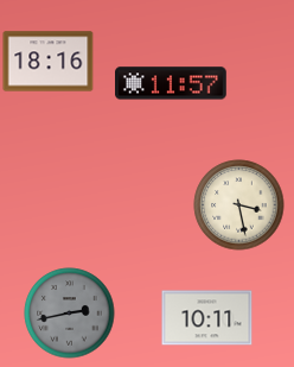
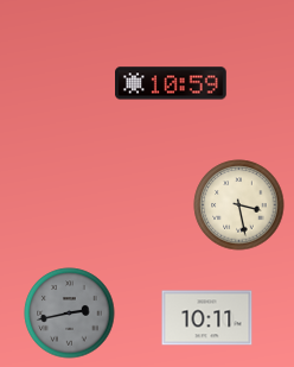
clock at (49, 62): 18:16 -> none
clock at (172, 83): 11:57 -> 10:59
